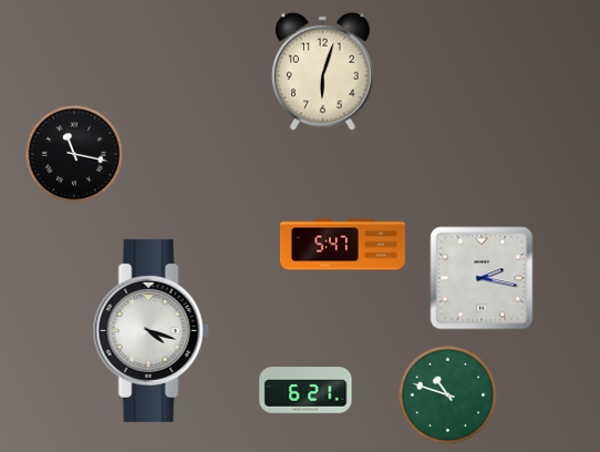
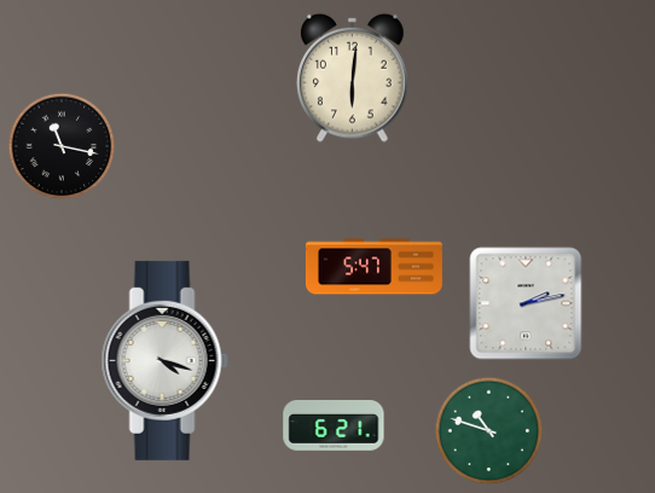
clock at (323, 71): 6:03 -> 6:01
clock at (74, 154) position: (74, 154) -> (62, 146)
clock at (482, 278): 2:17 -> 2:13
